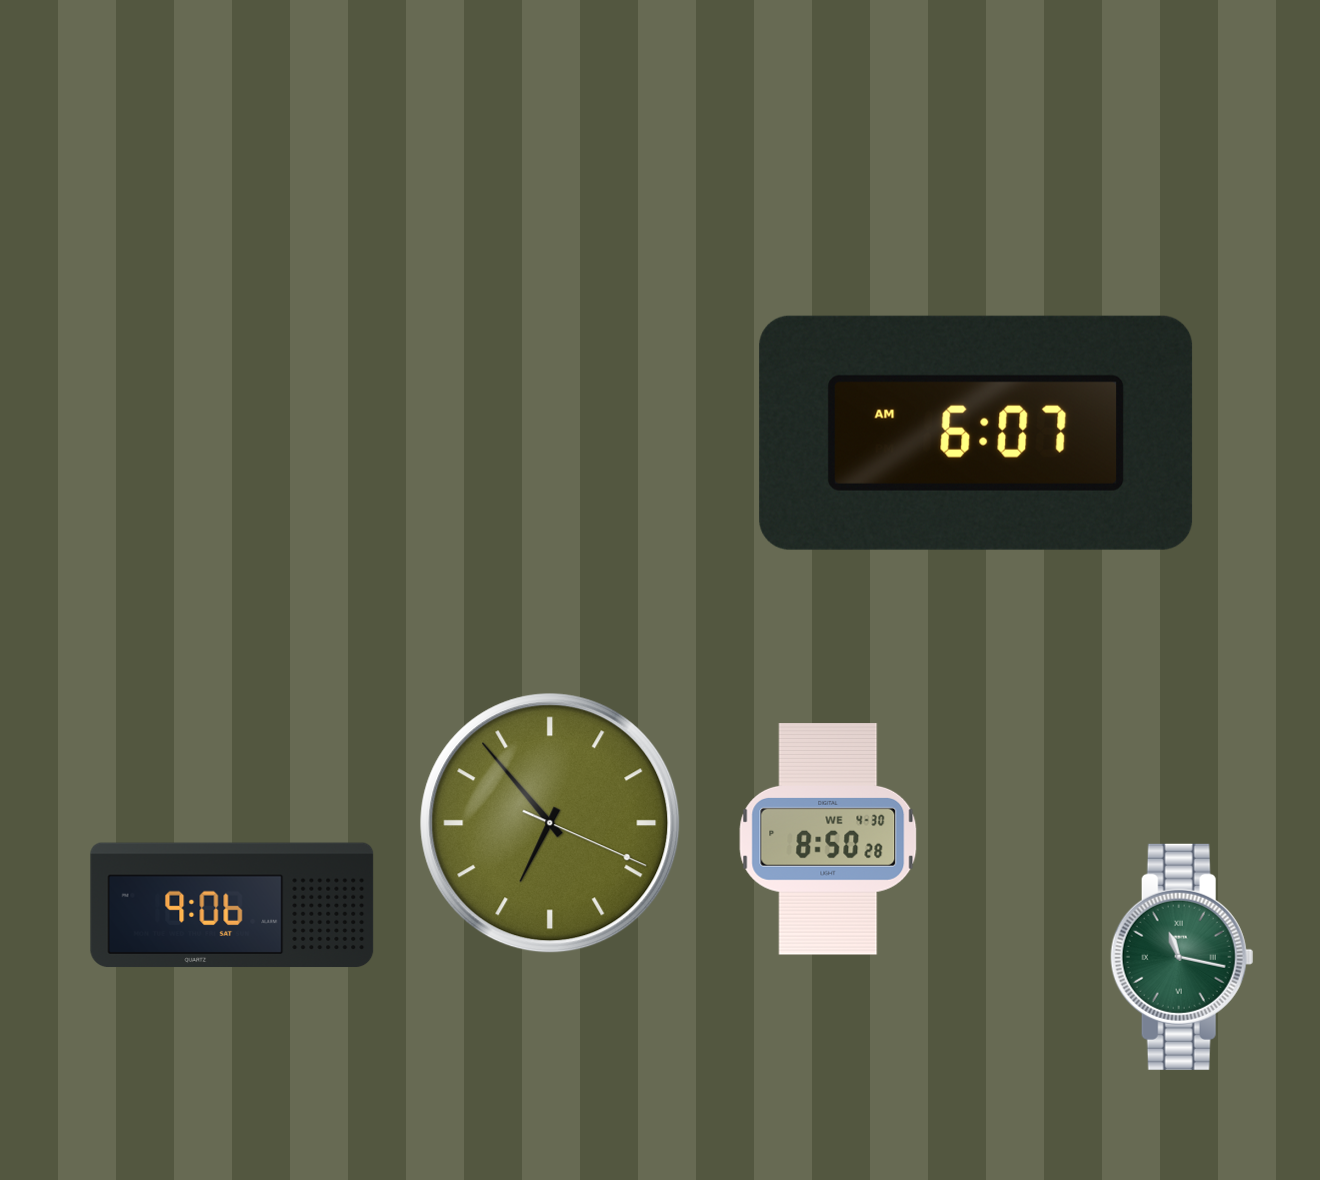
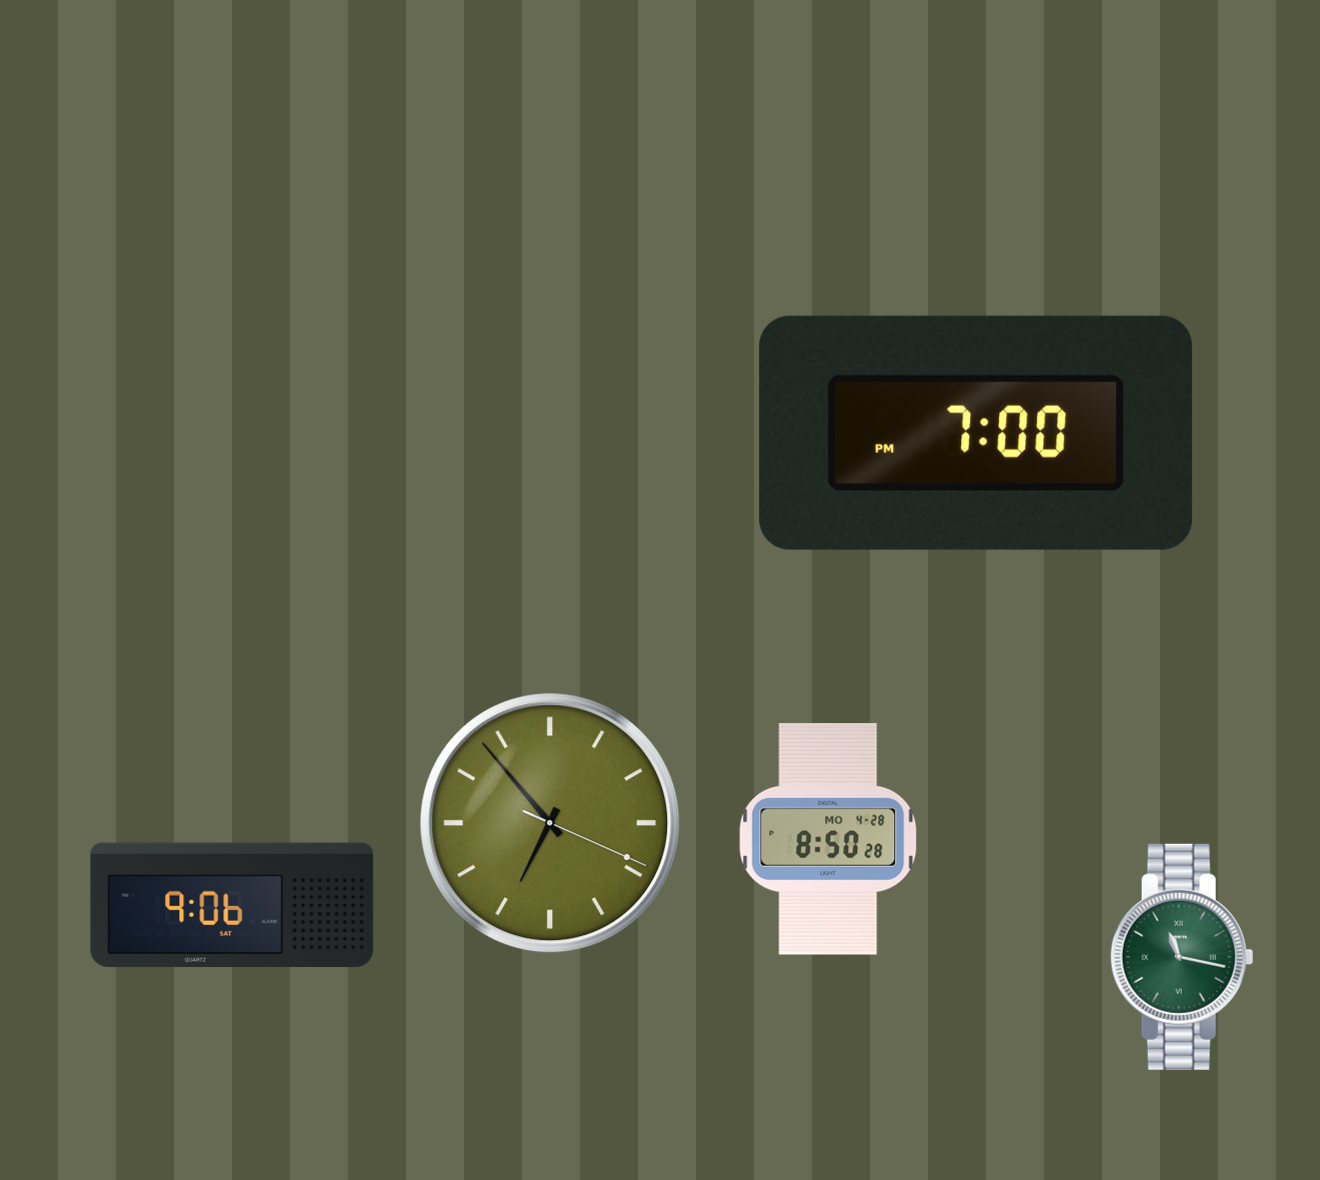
clock at (976, 433): 6:07 -> 7:00
clock at (828, 840) date: WE 4-30 -> MO 4-28
